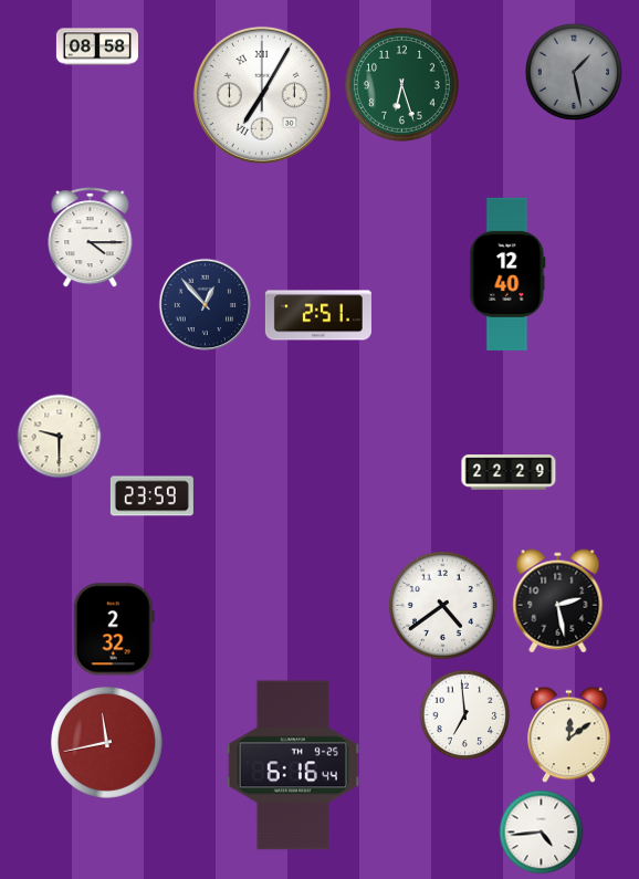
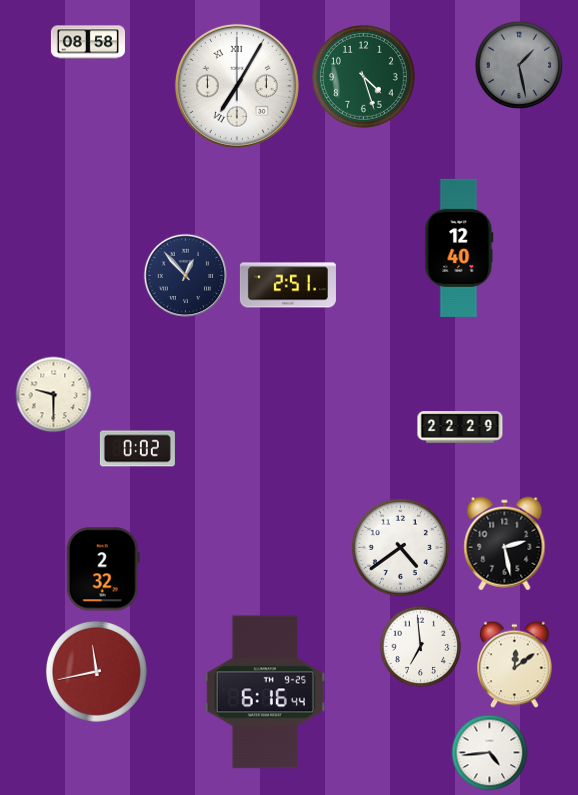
clock at (402, 85): 6:27 -> 4:27
clock at (91, 238): 4:15 -> none
clock at (151, 496): 23:59 -> 0:02
